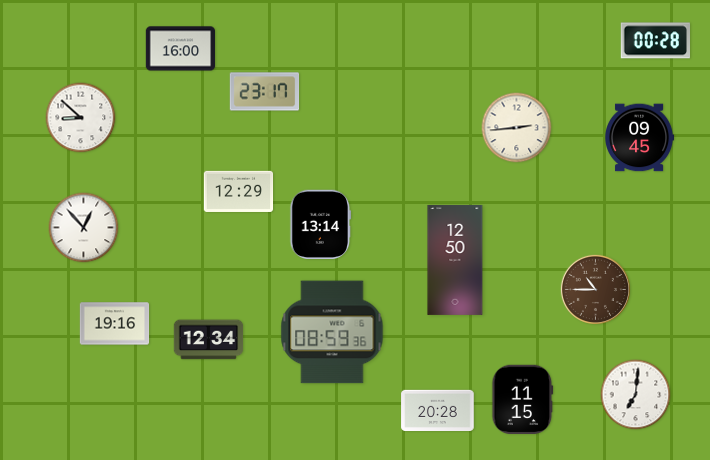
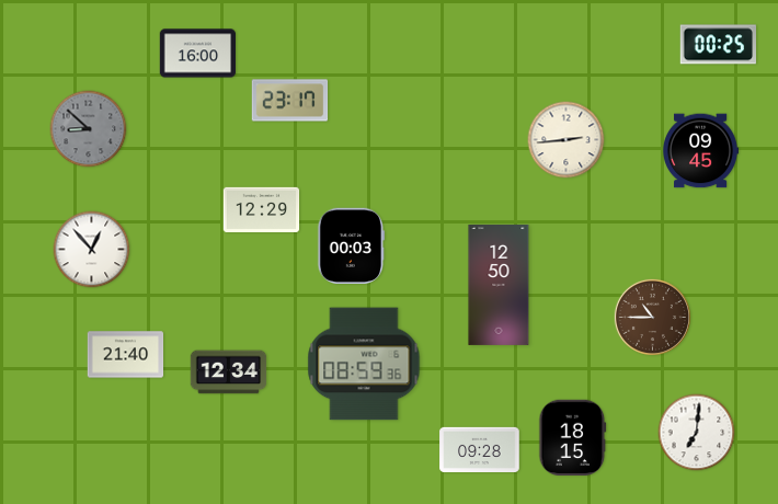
clock at (655, 41): 00:28 -> 00:25
clock at (81, 118) dial: white -> grey
clock at (321, 224): 13:14 -> 00:03
clock at (115, 324): 19:16 -> 21:40
clock at (523, 400): 11:15 -> 18:15
clock at (438, 410): 20:28 -> 09:28
